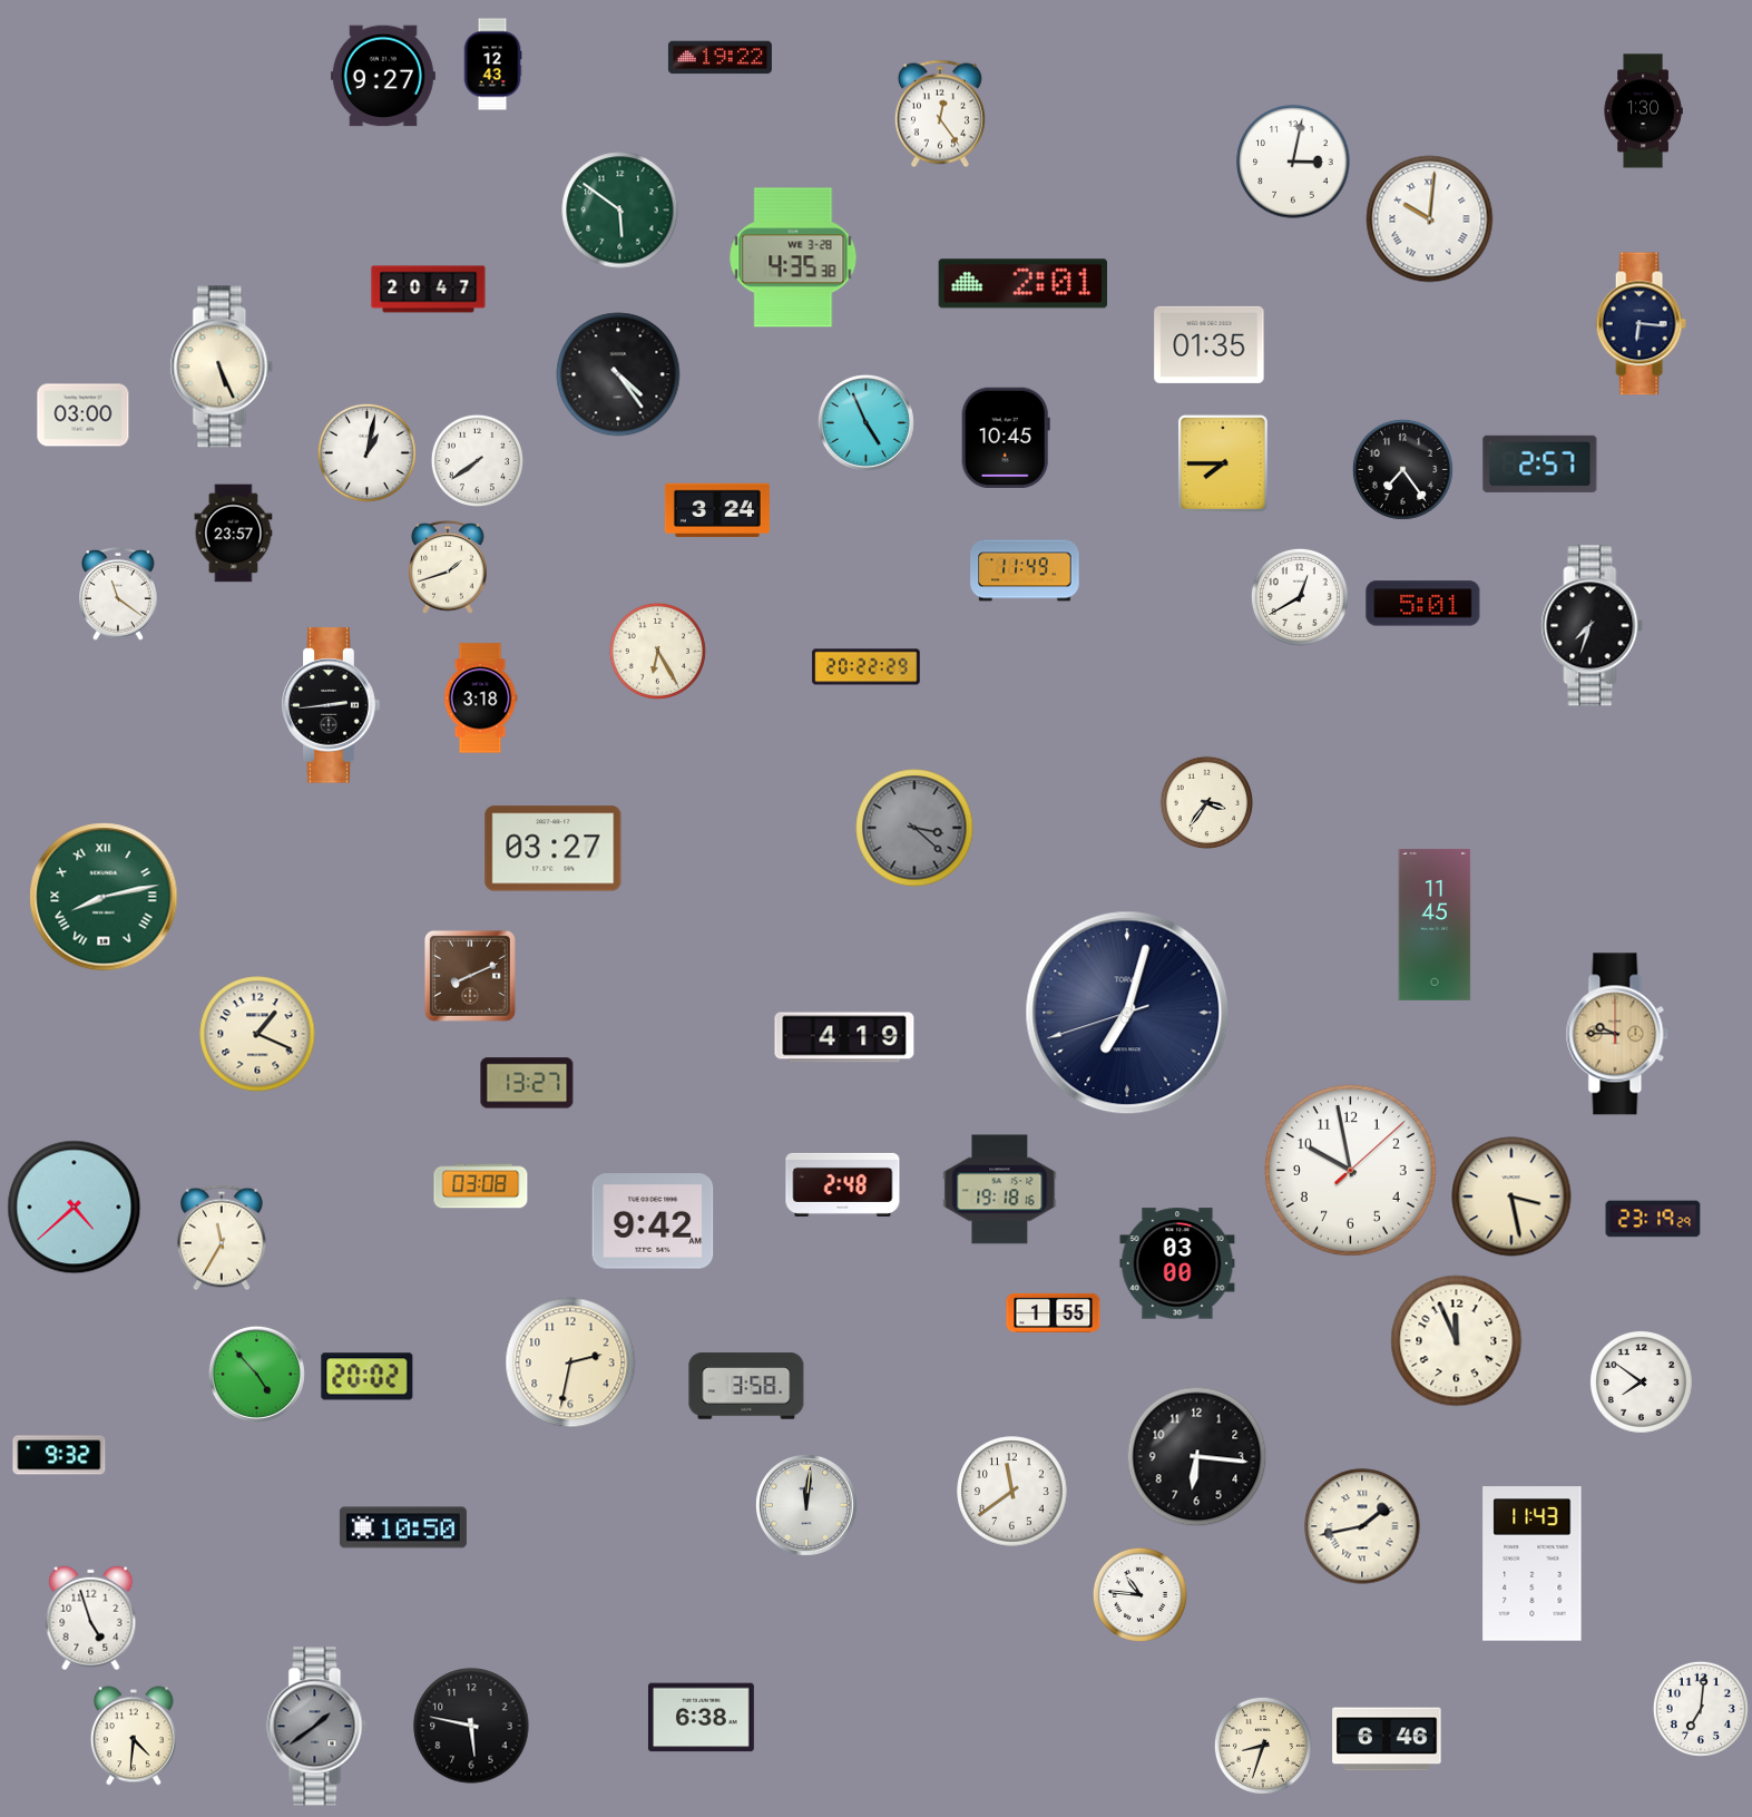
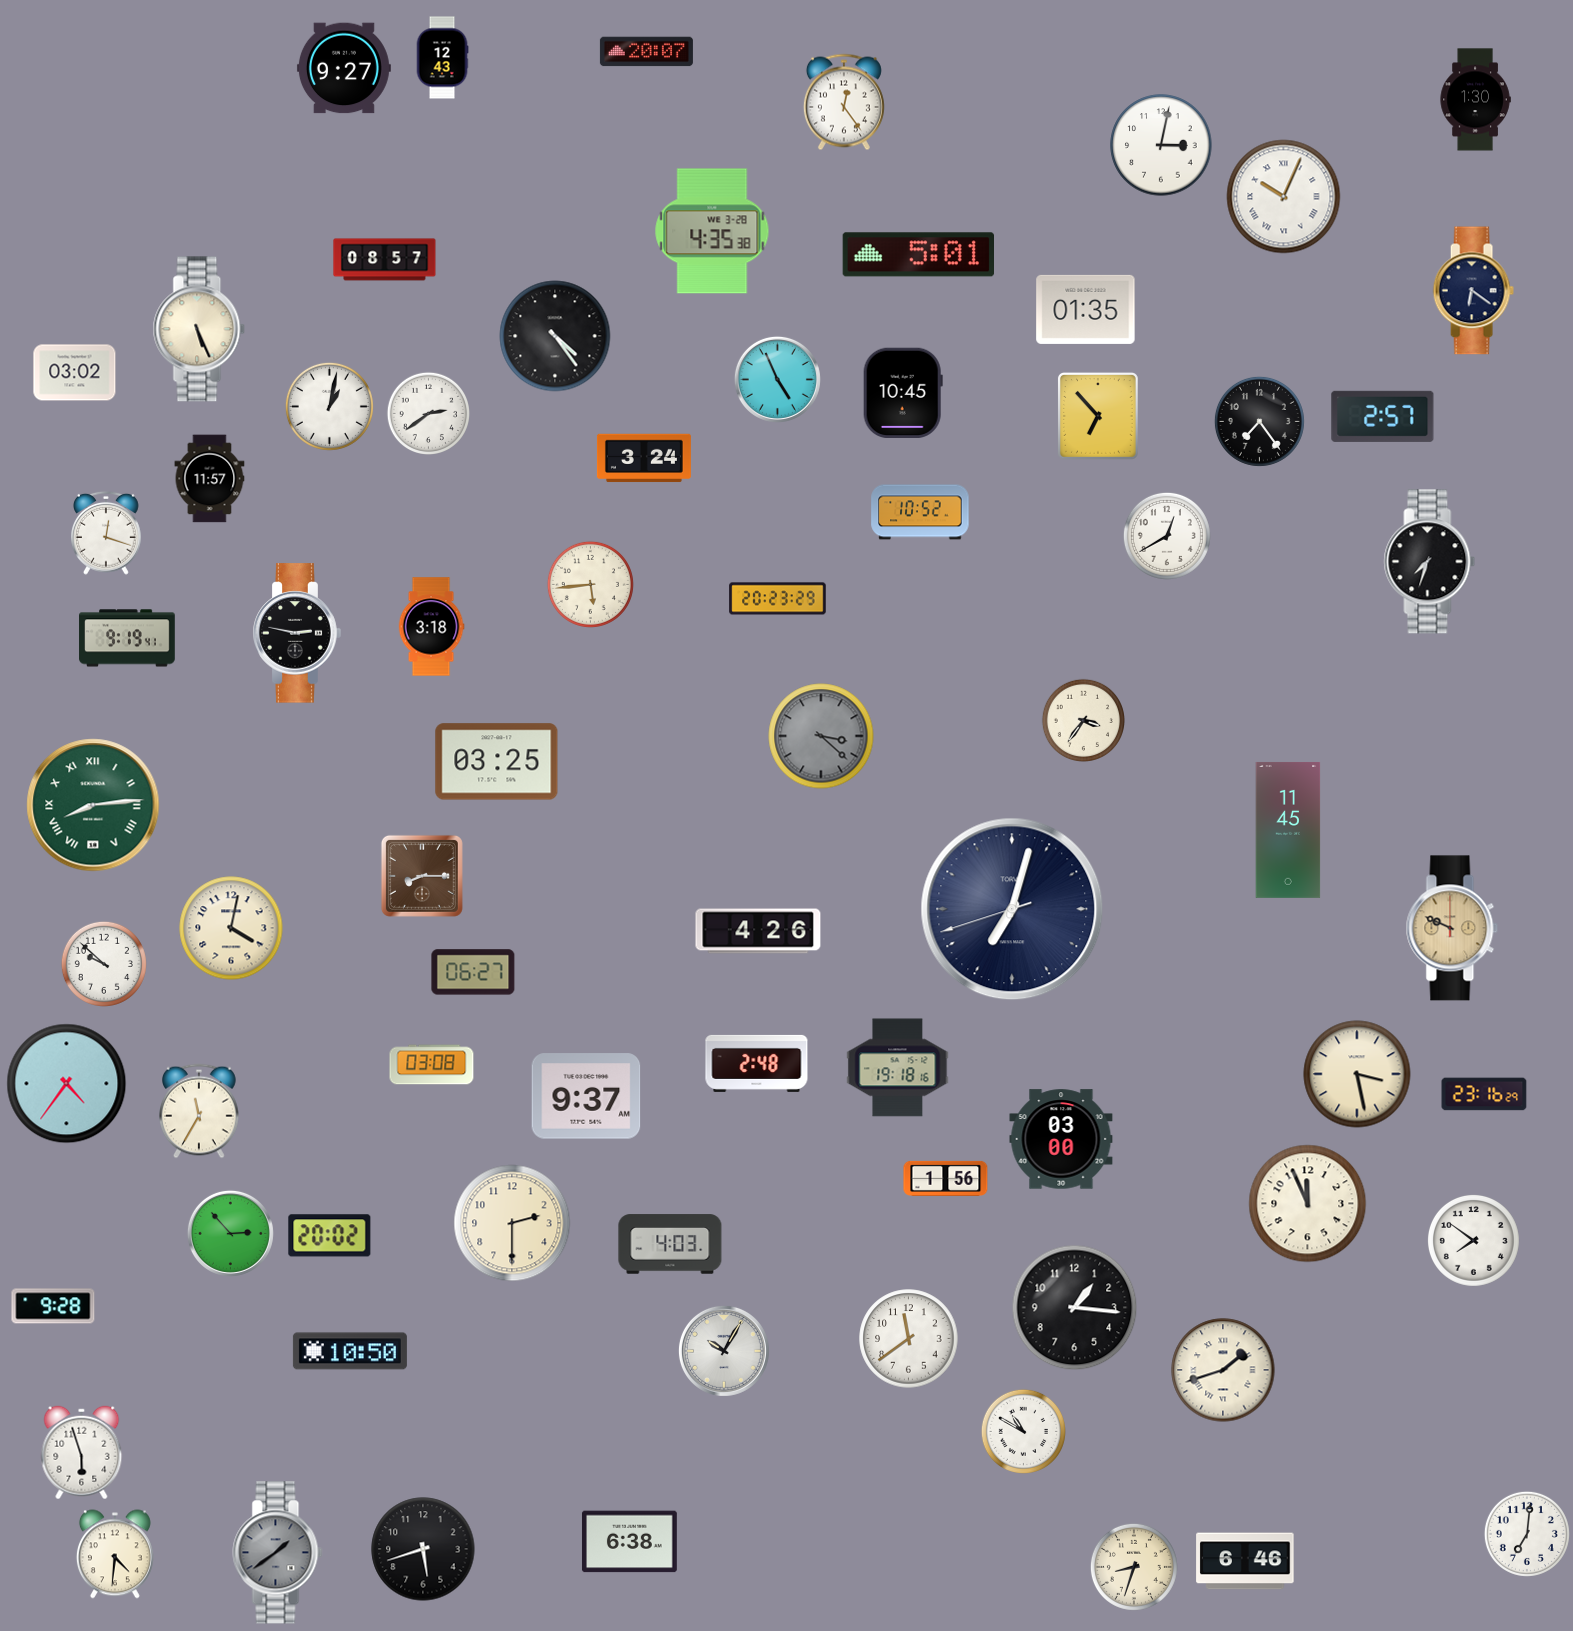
clock at (720, 58): 19:22 -> 20:07
clock at (620, 211): 5:51 -> none
clock at (1430, 219): 10:01 -> 10:04
clock at (1022, 284): 2:01 -> 5:01
clock at (429, 290): 20:47 -> 08:57
clock at (1641, 324): 6:16 -> 6:21
clock at (84, 416): 03:00 -> 03:02
clock at (477, 460): 7:39 -> 2:39
clock at (1223, 463): 7:45 -> 6:53
clock at (234, 534): 23:57 -> 11:57
clock at (449, 567): 1:42 -> none
clock at (1025, 570): 11:49 -> 10:52
clock at (119, 594): 11:21 -> 12:18
clock at (1423, 604): 5:01 -> none
clock at (657, 651): 6:25 -> 5:44
clock at (867, 667): 20:22 -> 20:23
clock at (331, 705): 2:44 -> 2:47
clock at (127, 638): none -> 9:19
clock at (914, 828) position: (914, 828) -> (821, 736)
clock at (554, 849): 03:27 -> 03:25
clock at (104, 897): 8:13 -> 8:14
clock at (470, 976): 8:11 -> 8:15
clock at (257, 1034): 1:19 -> 4:02
clock at (1617, 1034): 9:45 -> 9:49
clock at (844, 1037): 4:19 -> 4:26
clock at (104, 964): none -> 9:52
clock at (527, 1083): 13:27 -> 06:27
clock at (1350, 1170): 9:58 -> none
clock at (75, 1208): 4:38 -> 4:36
clock at (1653, 1219): 23:19 -> 23:16
clock at (653, 1221): 9:42 -> 9:37
clock at (1177, 1263) position: (1177, 1263) -> (1061, 1139)
clock at (1054, 1312): 1:55 -> 1:56
clock at (570, 1362): 2:32 -> 2:30
clock at (256, 1374): 4:53 -> 2:53
clock at (746, 1386): 3:58 -> 4:03
clock at (59, 1455): 9:32 -> 9:28
clock at (1197, 1457): 6:16 -> 1:16
clock at (806, 1505): 12:01 -> 10:05
clock at (1362, 1526): 1:43 -> 1:42
clock at (403, 1527) position: (403, 1527) -> (350, 1351)
clock at (1533, 1564): 11:43 -> none
clock at (1139, 1594): 10:46 -> 10:50
clock at (91, 1619): 4:57 -> 5:57
clock at (471, 1726): 5:47 -> 5:42
clock at (317, 1727) position: (317, 1727) -> (278, 1553)
clock at (134, 1736) position: (134, 1736) -> (115, 1554)
